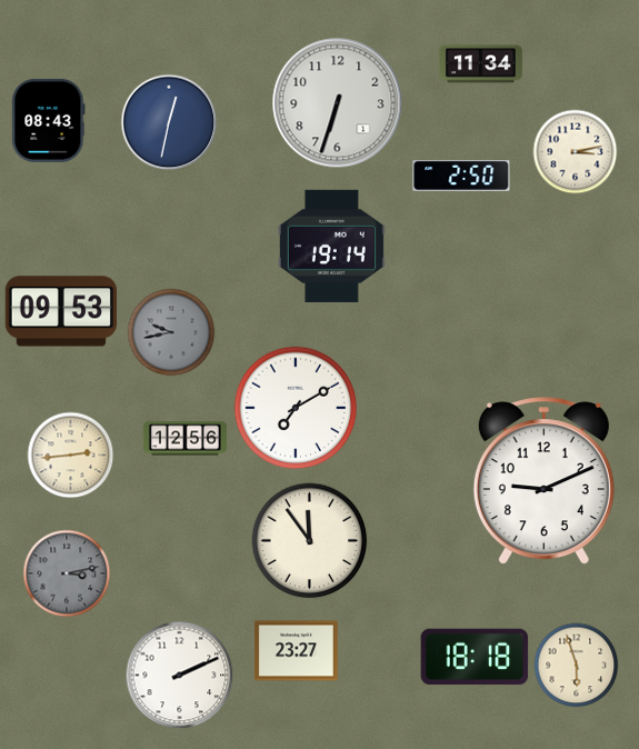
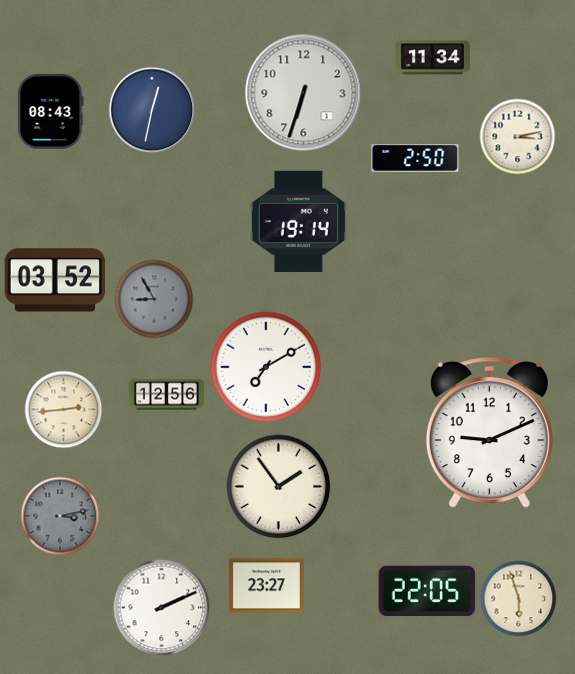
clock at (49, 120) position: (49, 120) -> (51, 111)
clock at (60, 311): 09:53 -> 03:52
clock at (171, 332): 9:43 -> 8:55
clock at (310, 541): 11:54 -> 1:54
clock at (475, 657): 18:18 -> 22:05
